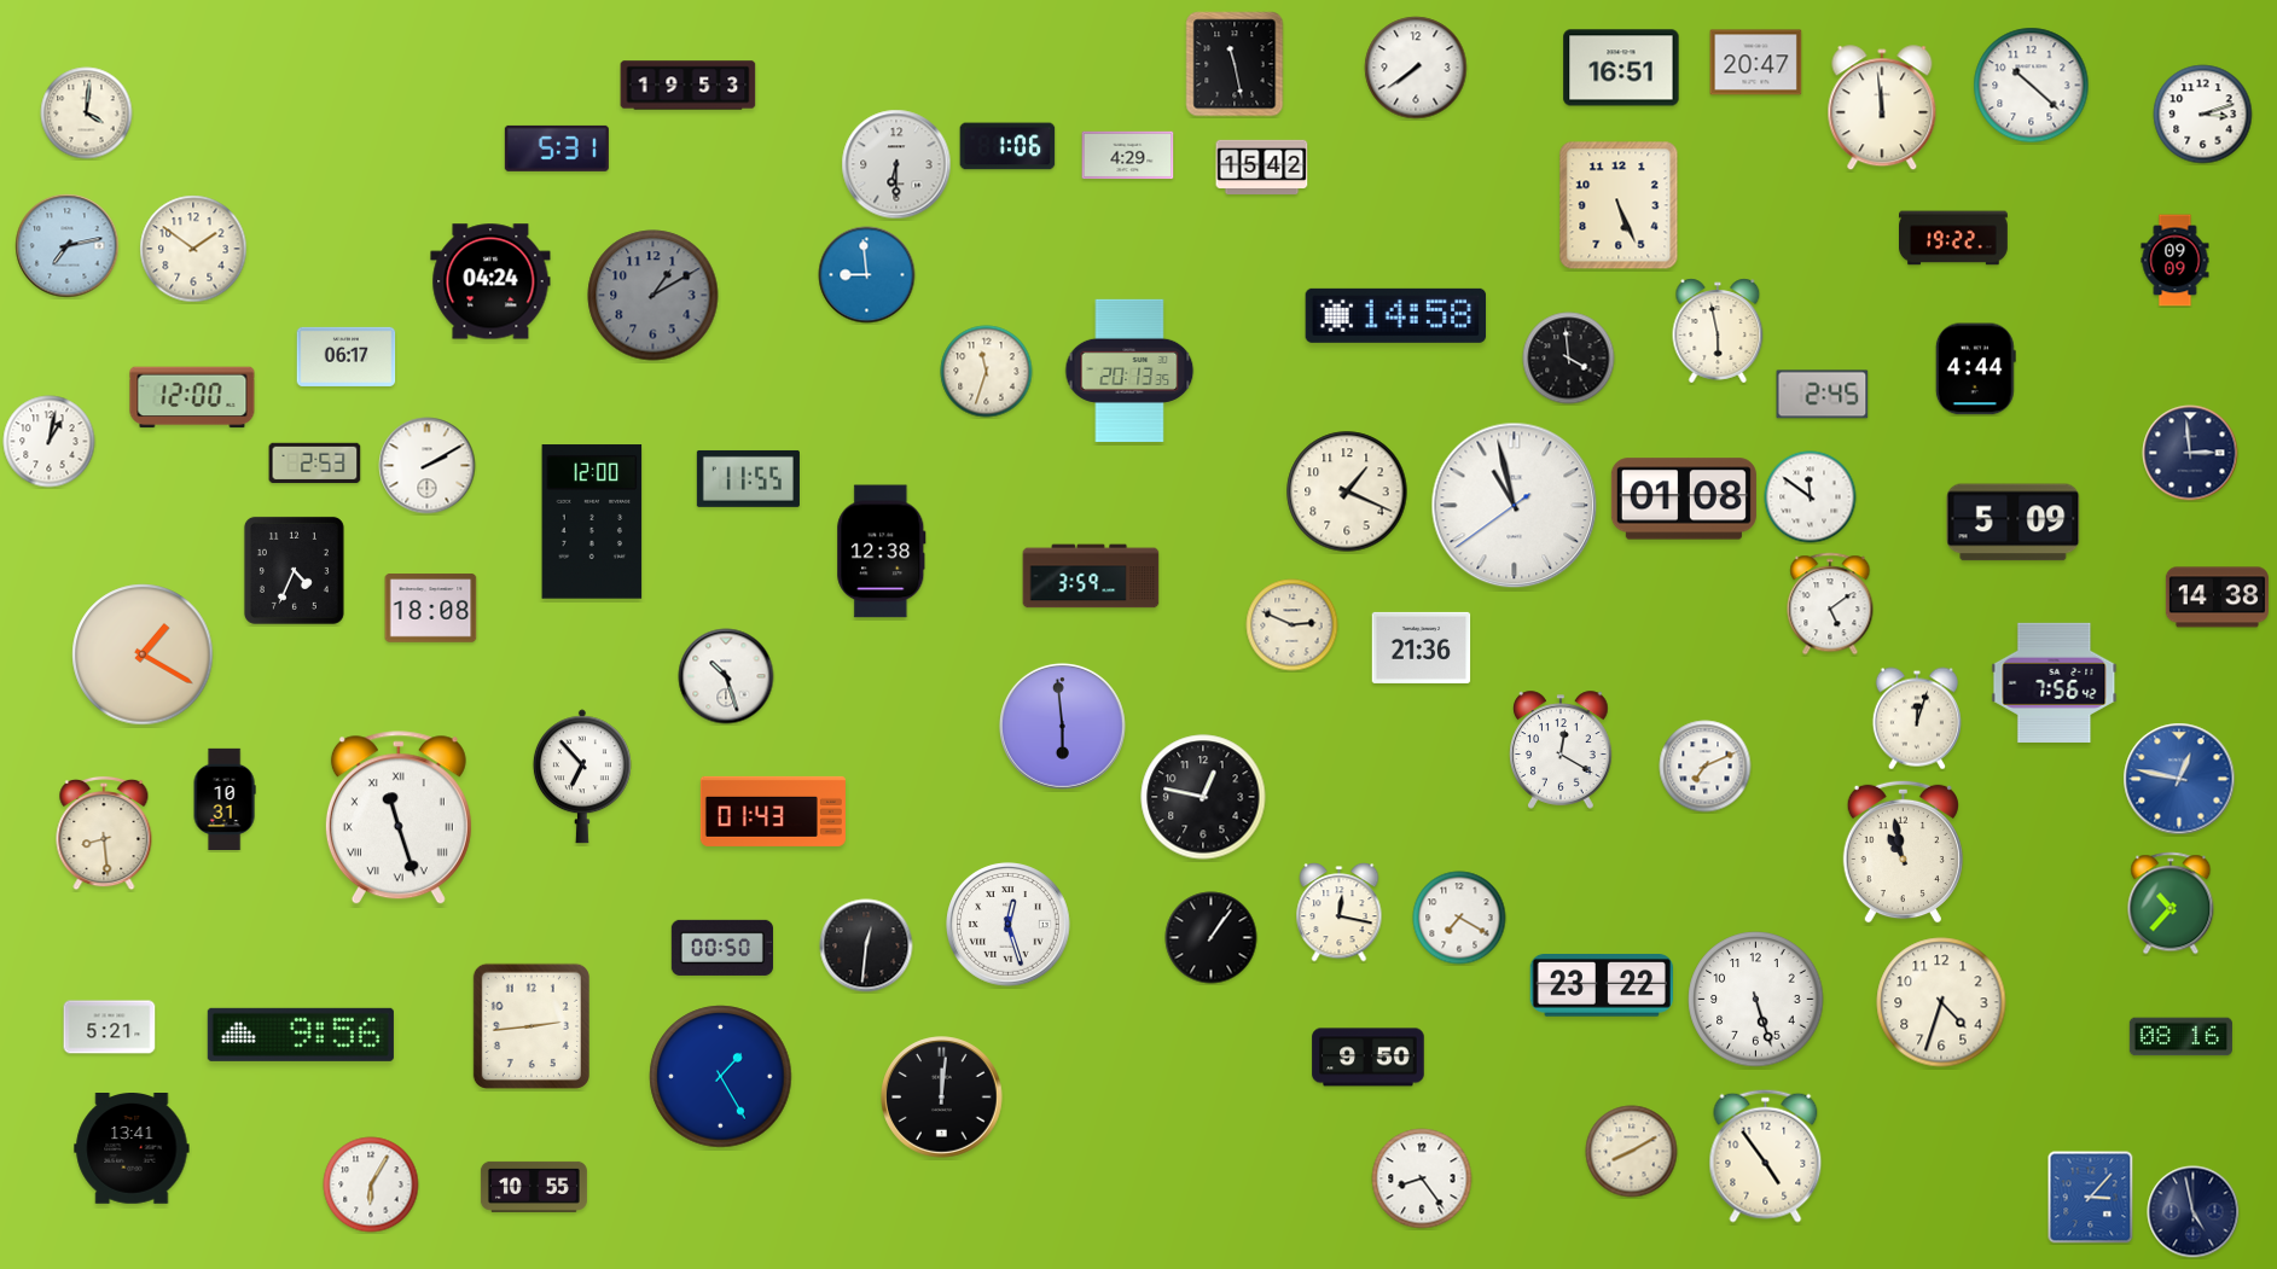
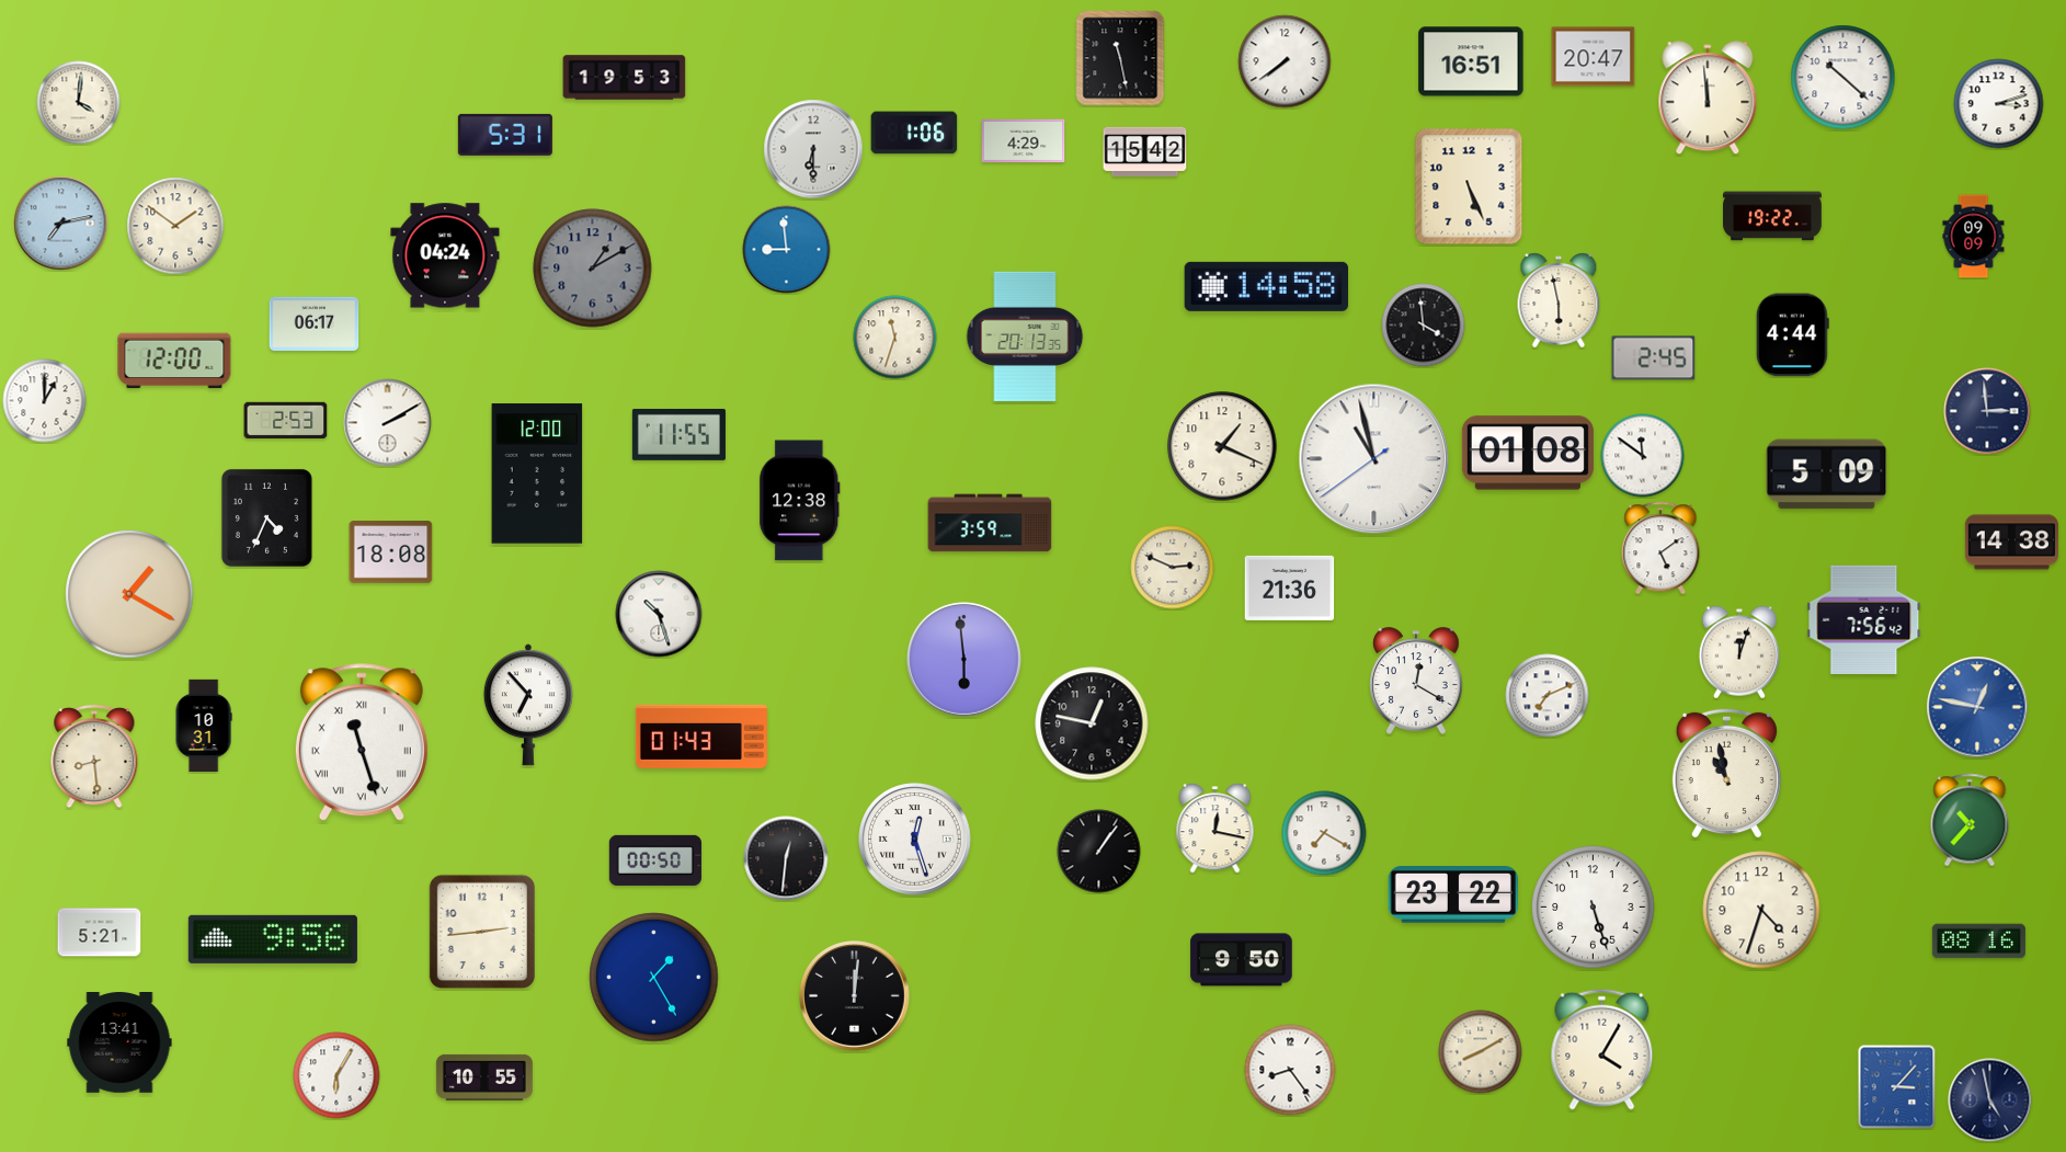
clock at (50, 442): 1:02 -> 1:00
clock at (1811, 497) position: (1811, 497) -> (1643, 456)
clock at (1632, 1152) position: (1632, 1152) -> (1481, 1052)
clock at (1766, 1156): 4:54 -> 4:05
